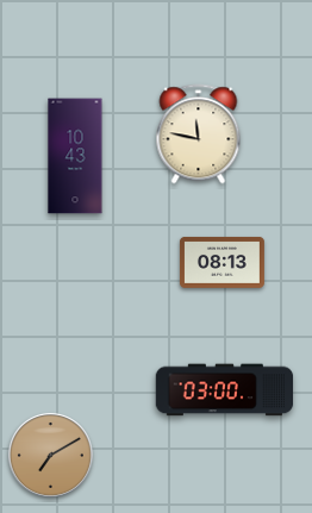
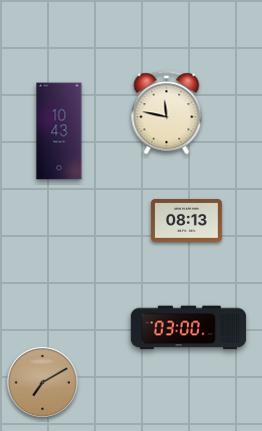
clock at (75, 156) position: (75, 156) -> (59, 131)
